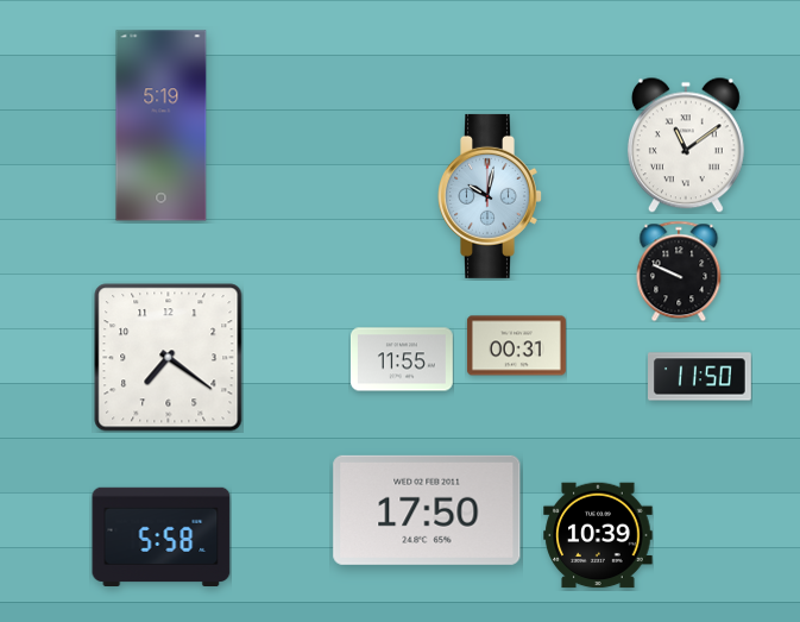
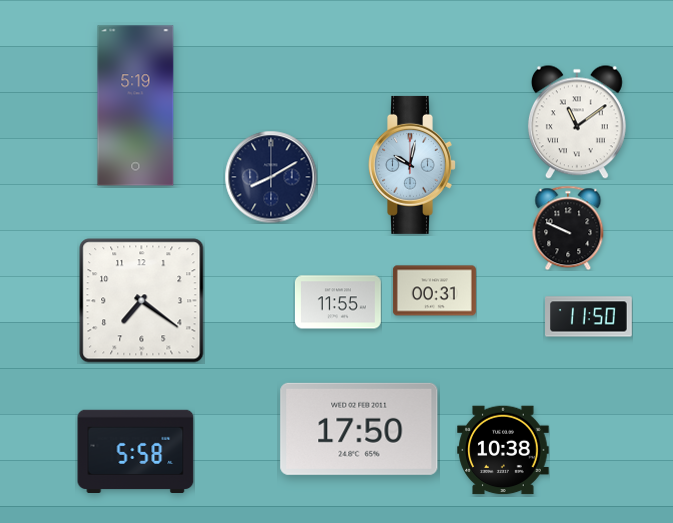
clock at (271, 177): none -> 8:10
clock at (679, 271) position: (679, 271) -> (568, 228)
clock at (598, 535): 10:39 -> 10:38
